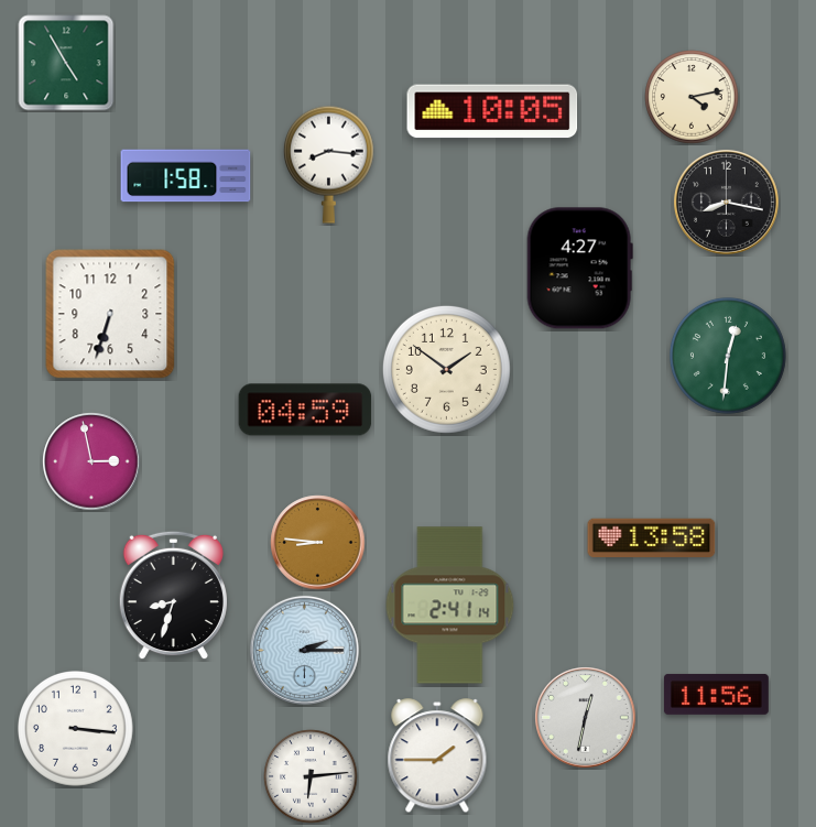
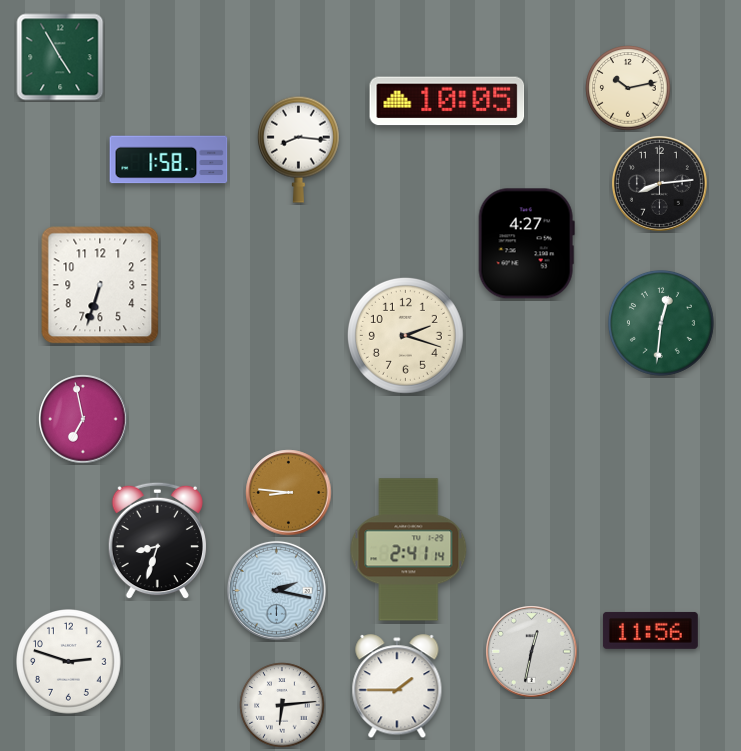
clock at (692, 97): 4:13 -> 10:13
clock at (726, 202): 8:17 -> 8:14
clock at (446, 369): 1:51 -> 2:18
clock at (305, 410): 04:59 -> none
clock at (91, 461): 2:58 -> 6:58
clock at (652, 538): 13:58 -> none
clock at (304, 650): 2:15 -> 2:17
clock at (76, 729): 3:16 -> 2:48
